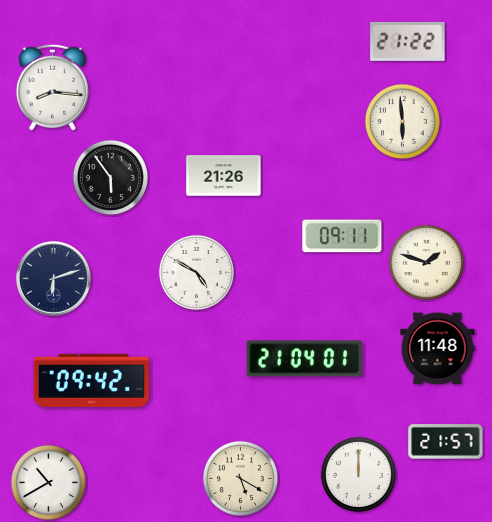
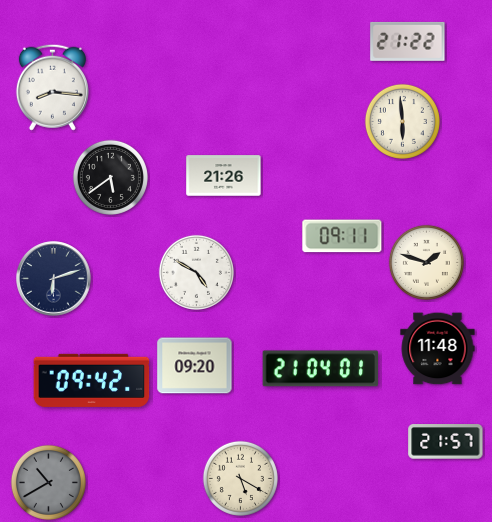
clock at (110, 177): 5:54 -> 5:39
clock at (305, 359) position: (305, 359) -> (321, 369)
clock at (195, 366): none -> 09:20
clock at (358, 474): 12:00 -> none
clock at (48, 482) dial: white -> grey
